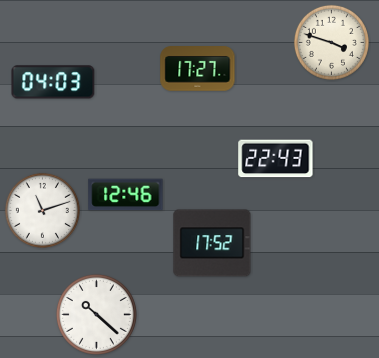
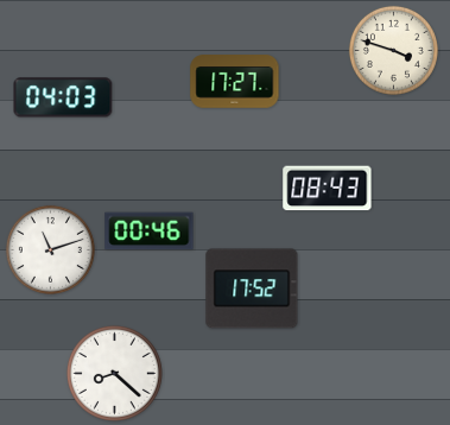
clock at (276, 159): 22:43 -> 08:43
clock at (126, 195): 12:46 -> 00:46
clock at (96, 314): 10:22 -> 8:22
